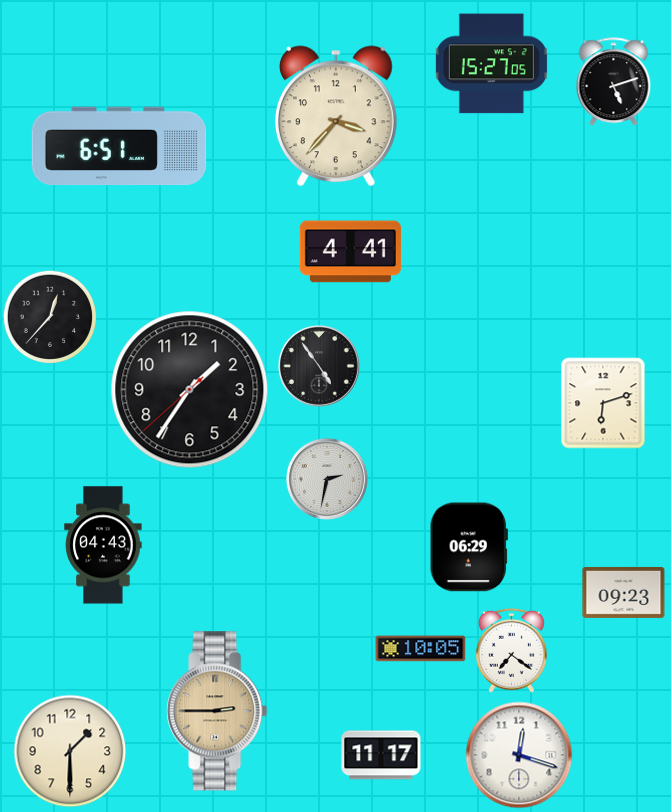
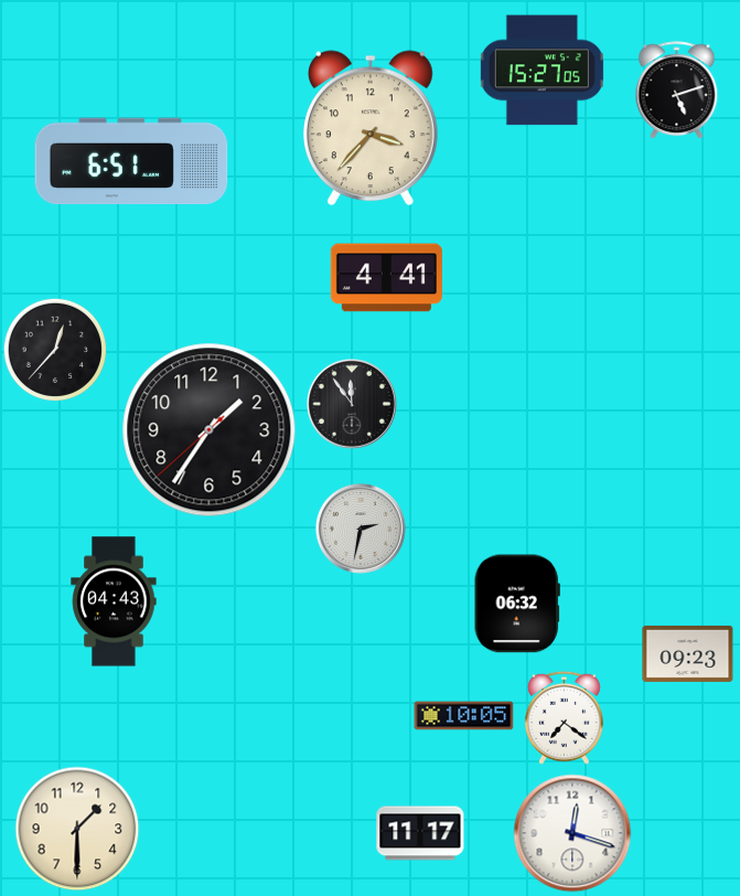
clock at (319, 366): 4:54 -> 11:54
clock at (603, 403): 6:12 -> none
clock at (469, 547): 06:29 -> 06:32
clock at (217, 711): 2:45 -> none
